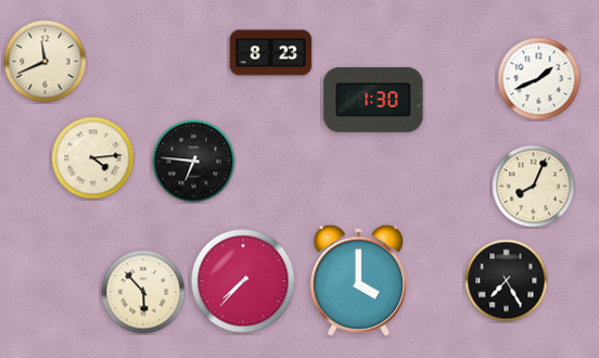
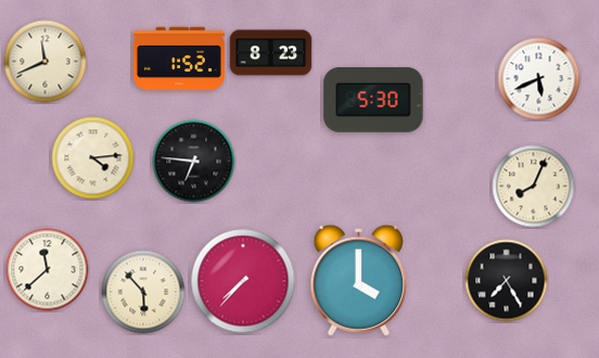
clock at (179, 57): none -> 1:52
clock at (539, 79): 1:41 -> 5:41
clock at (373, 100): 1:30 -> 5:30
clock at (48, 270): none -> 11:38
